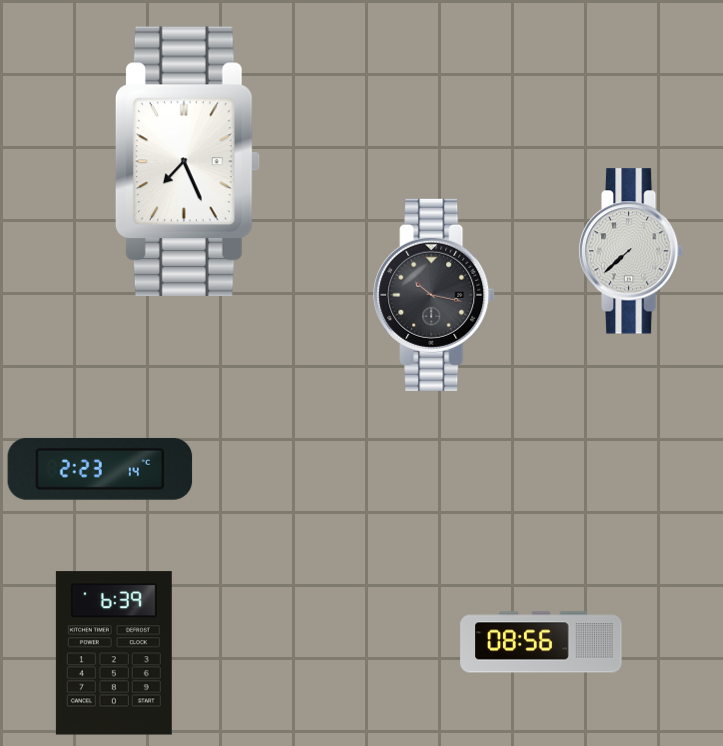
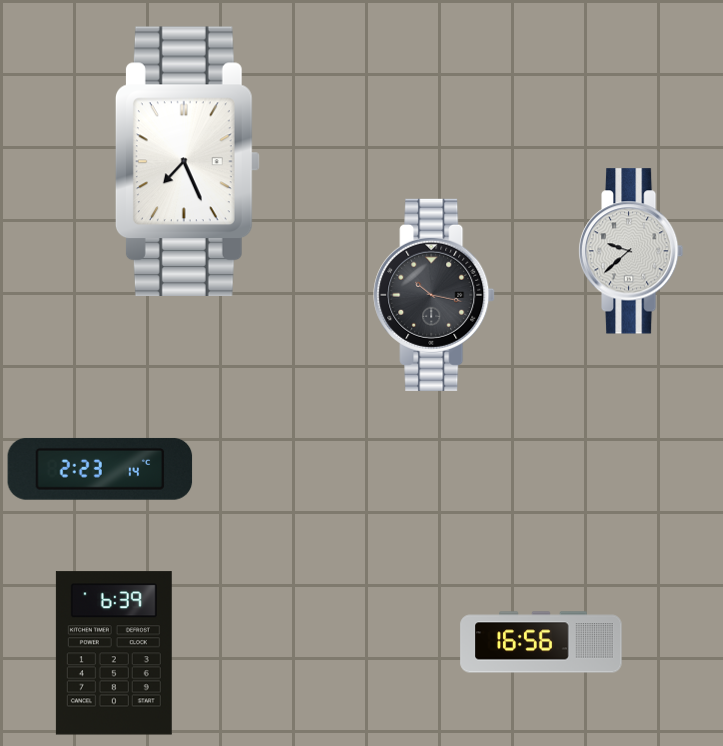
clock at (631, 251): 7:38 -> 9:38
clock at (541, 642): 08:56 -> 16:56
